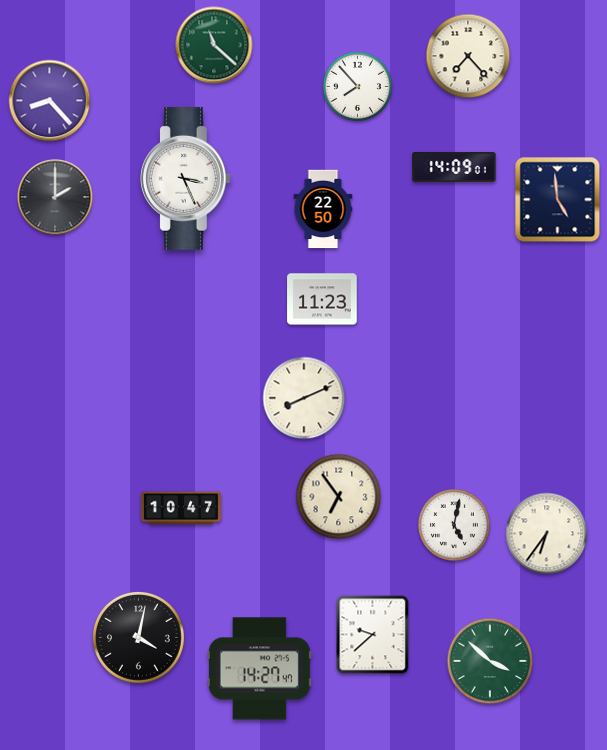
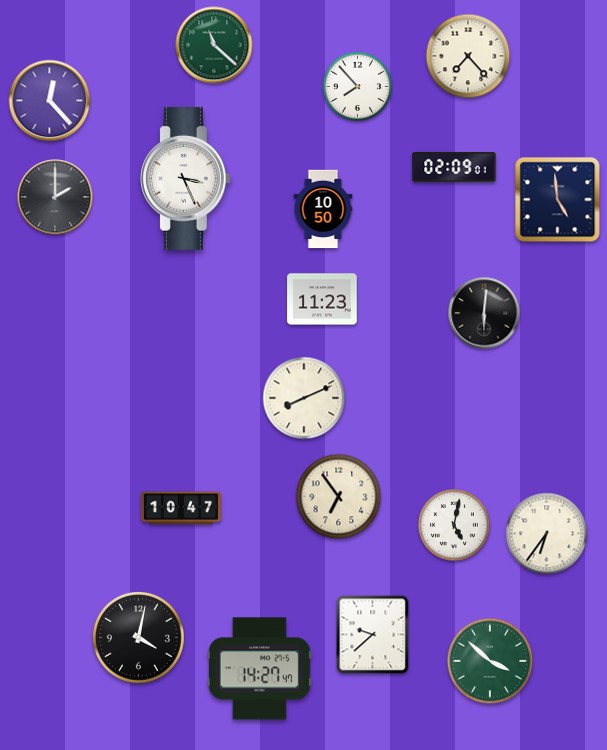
clock at (50, 101): 8:23 -> 12:23
clock at (454, 167): 14:09 -> 02:09
clock at (323, 209): 22:50 -> 10:50
clock at (484, 313): none -> 6:01
